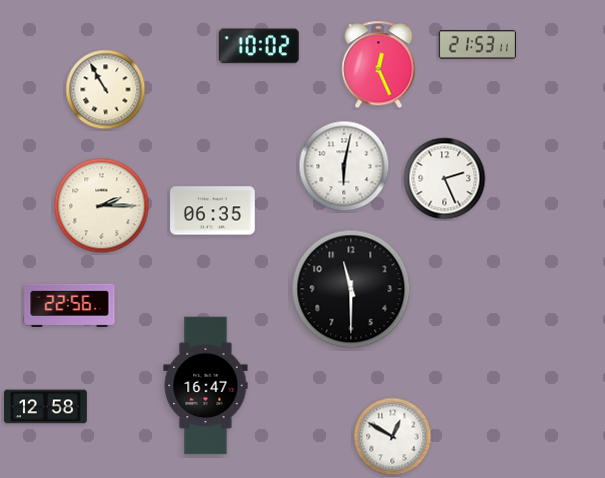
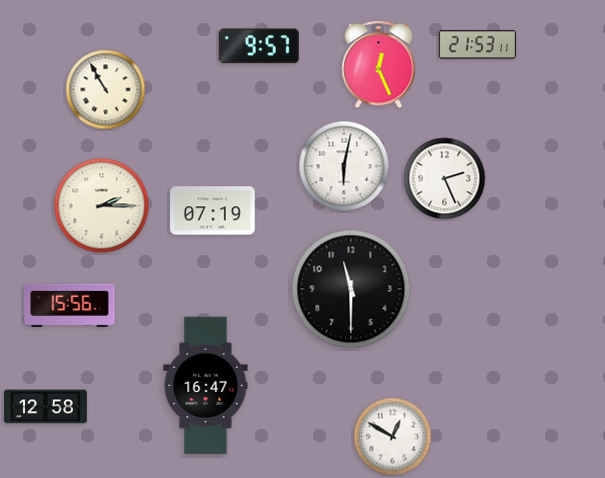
clock at (259, 46): 10:02 -> 9:57
clock at (213, 211): 06:35 -> 07:19
clock at (70, 305): 22:56 -> 15:56
